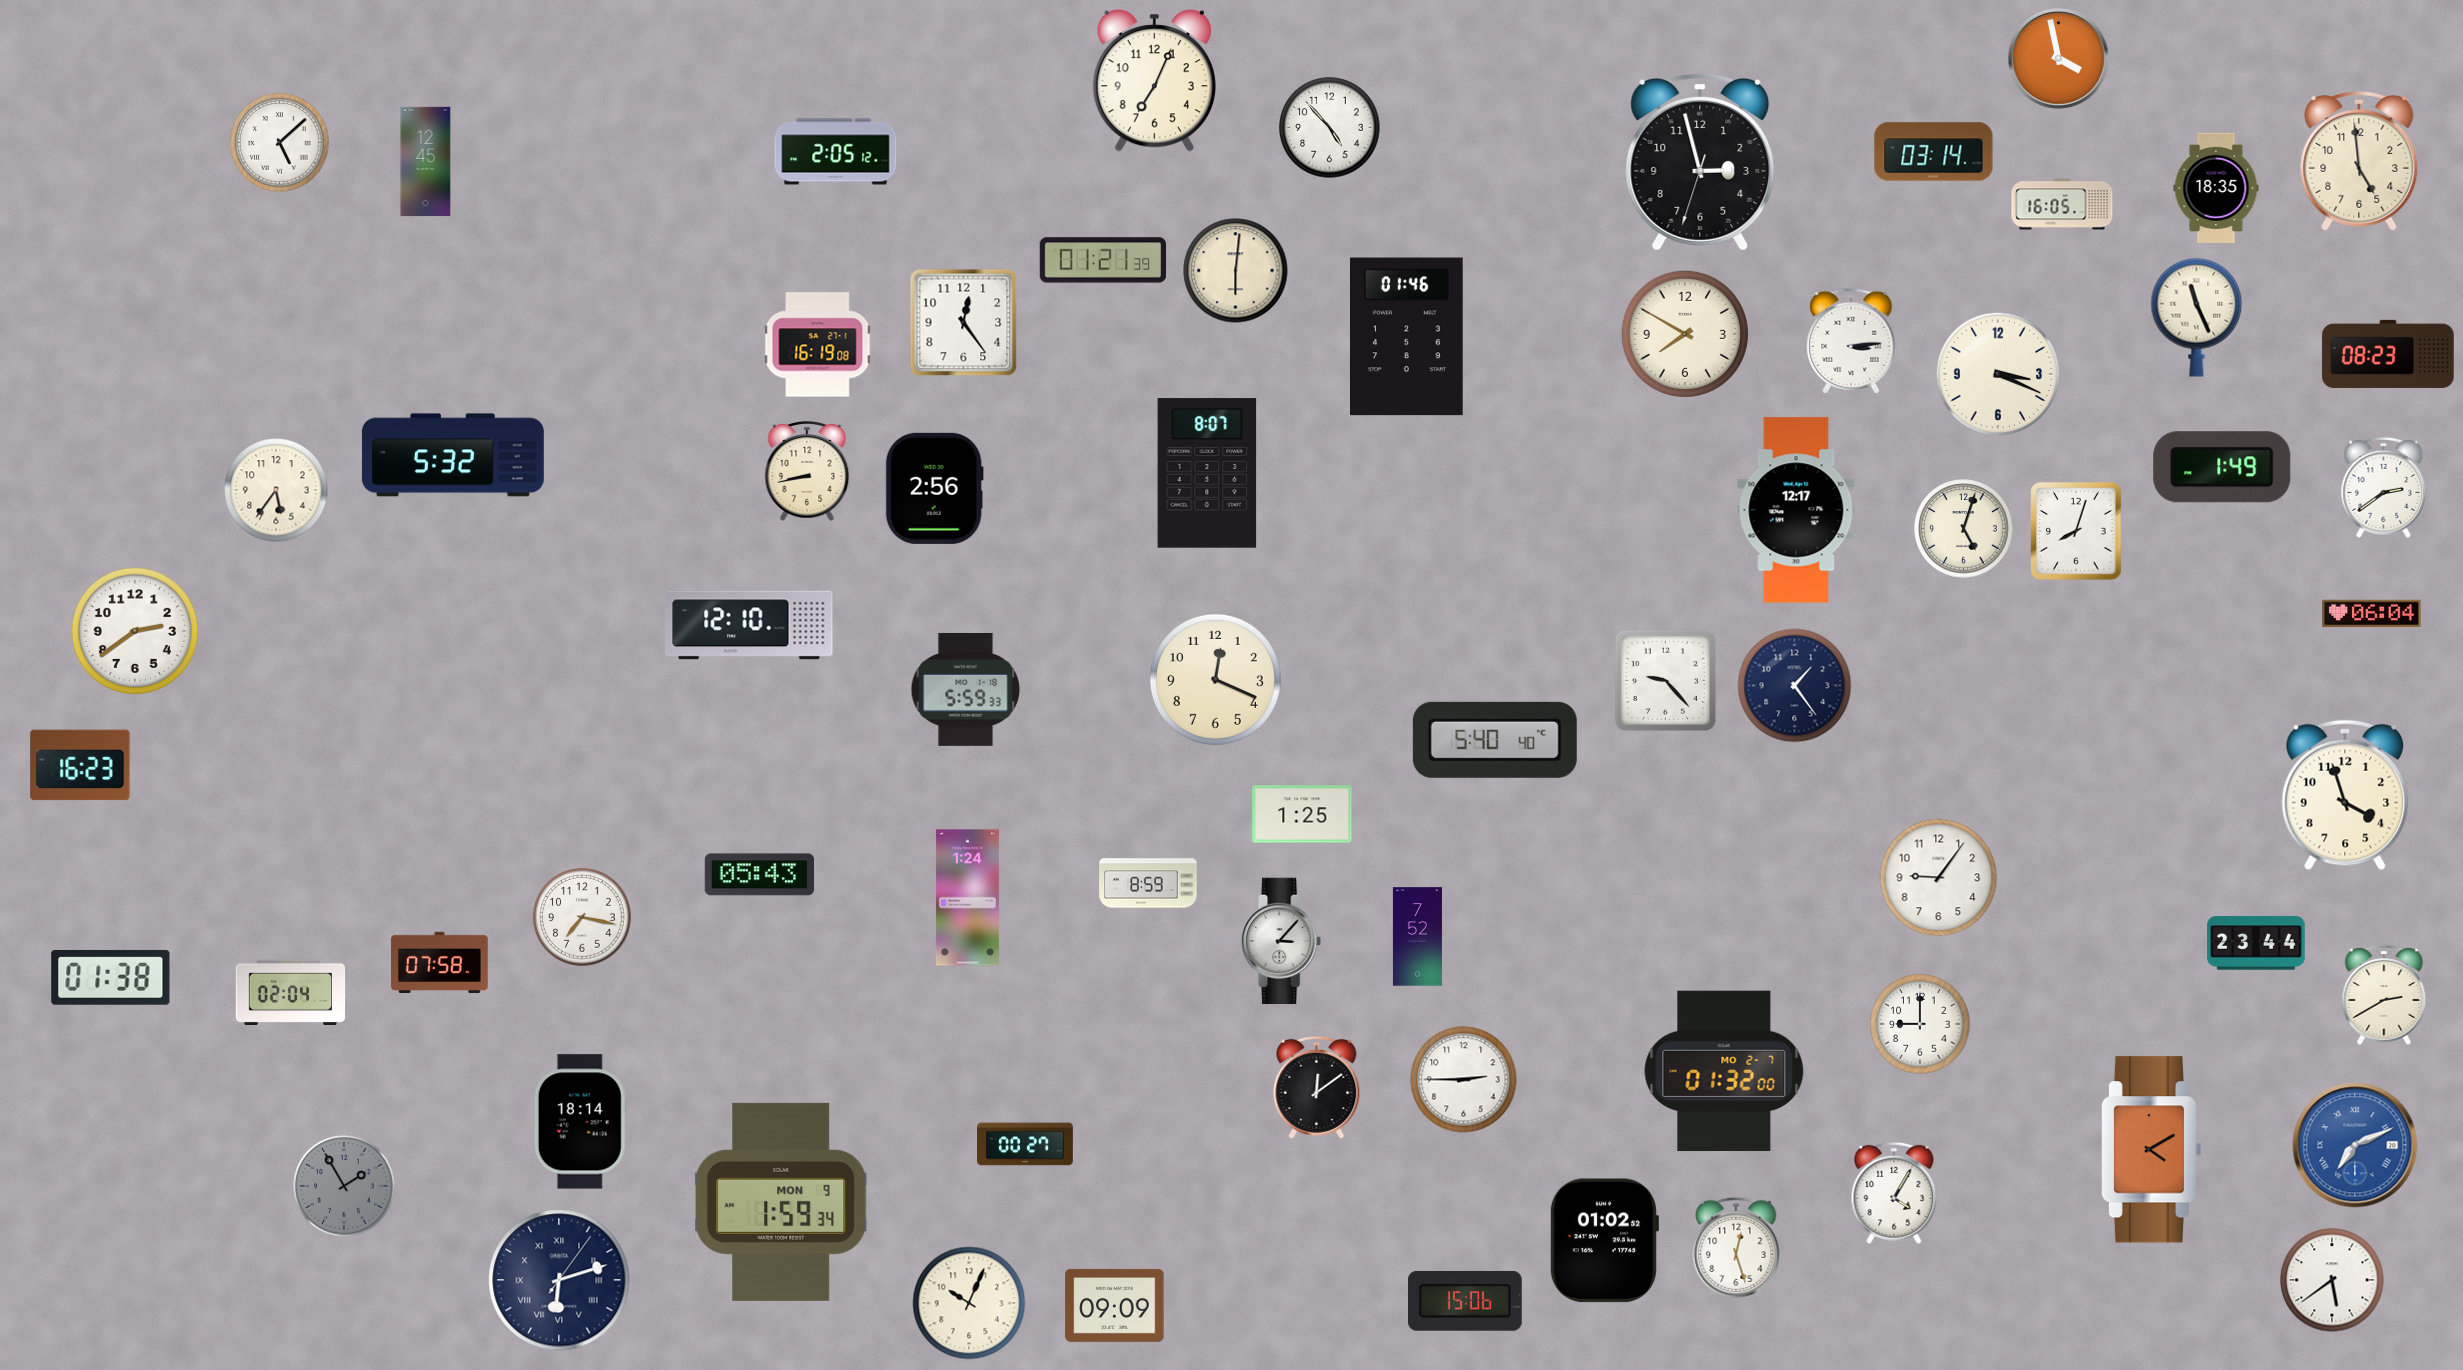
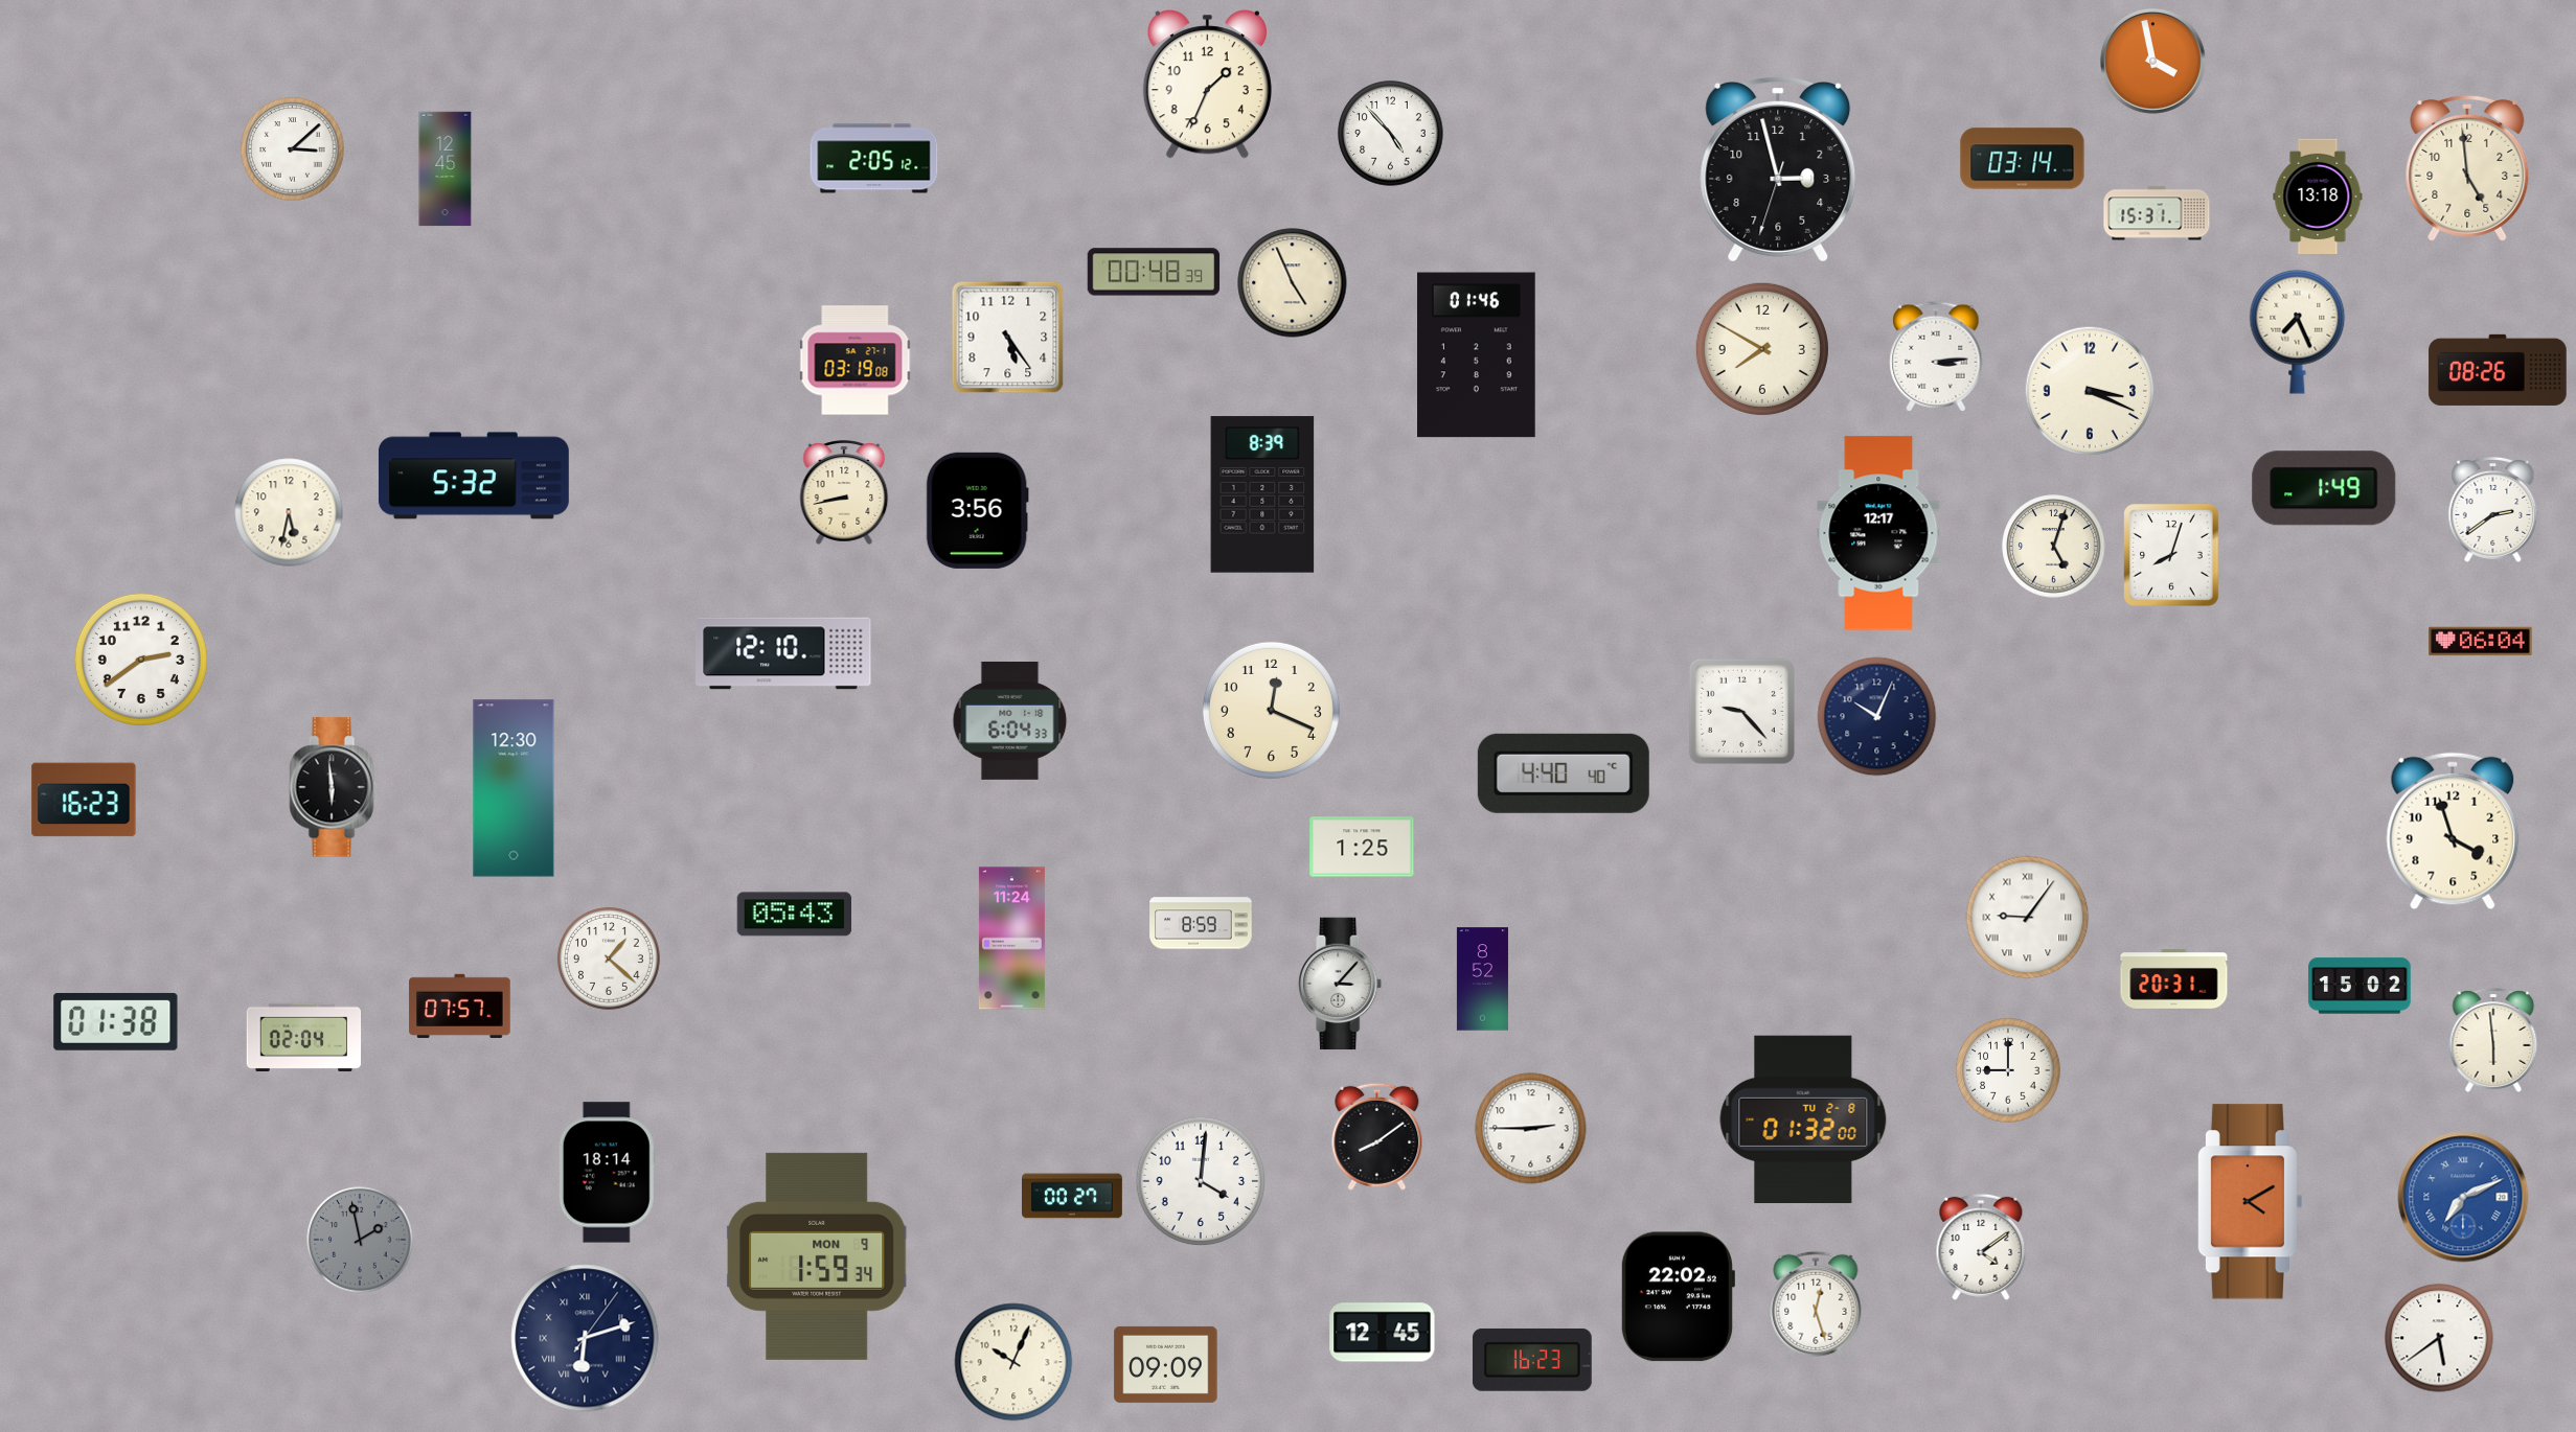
clock at (1154, 81): 7:04 -> 1:34
clock at (280, 143): 5:08 -> 3:08
clock at (2216, 187): 18:35 -> 13:18
clock at (2062, 204): 16:05 -> 15:31
clock at (1103, 260): 01:21 -> 00:48
clock at (1236, 271): 6:01 -> 4:56
clock at (2197, 317): 11:26 -> 7:26
clock at (964, 323): 12:24 -> 5:24
clock at (1407, 337) position: (1407, 337) -> (1477, 355)
clock at (818, 345): 16:19 -> 03:19
clock at (2388, 354): 08:23 -> 08:26
clock at (1207, 473): 8:07 -> 8:39
clock at (934, 488): 2:56 -> 3:56
clock at (276, 490): 5:36 -> 5:32
clock at (1964, 529) position: (1964, 529) -> (2054, 547)
clock at (1795, 686): 1:24 -> 10:04
clock at (966, 689): 5:59 -> 6:04
clock at (1495, 740): 5:40 -> 4:40
clock at (334, 787): none -> 5:59
clock at (514, 788): none -> 12:30
clock at (1302, 814) position: (1302, 814) -> (1362, 847)
clock at (1939, 878) numerals: Arabic -> Roman
clock at (967, 898): 1:24 -> 11:24
clock at (582, 917): 7:17 -> 1:22
clock at (1417, 937): 7:52 -> 8:52
clock at (2174, 979): none -> 20:31
clock at (2256, 943): 23:44 -> 15:02
clock at (440, 962): 07:58 -> 07:57
clock at (2384, 995): 2:40 -> 5:59
clock at (1724, 1071) date: MO 2-7 -> TU 2-8
clock at (1317, 1087): 12:09 -> 8:09
clock at (1201, 1181): none -> 4:01
clock at (344, 1186): 1:55 -> 1:58
clock at (1894, 1193): 4:05 -> 4:09
clock at (1604, 1241): 01:02 -> 22:02
clock at (1383, 1333): none -> 12:45
clock at (1465, 1301): 15:06 -> 16:23
